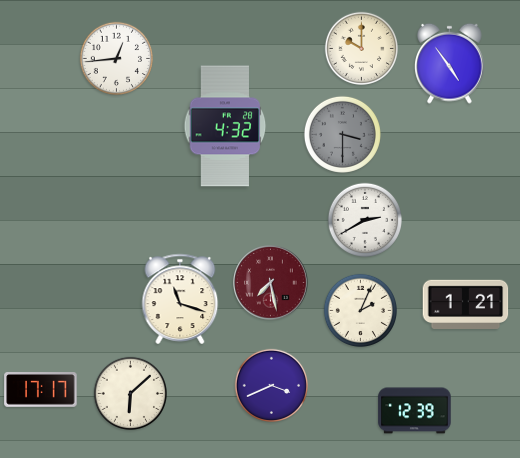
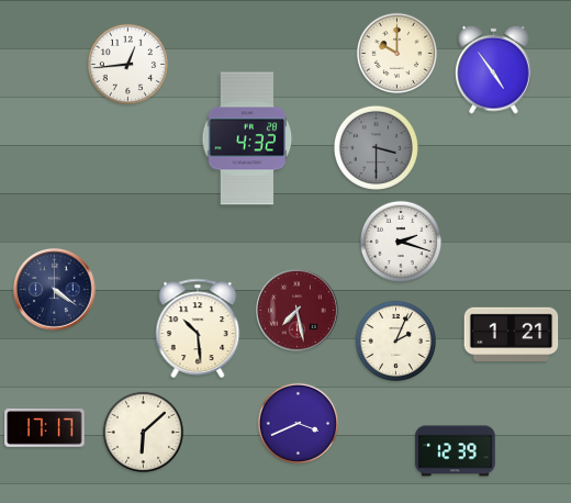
clock at (364, 219): 2:40 -> 2:18
clock at (55, 290): none -> 4:21
clock at (180, 299): 11:18 -> 10:29
